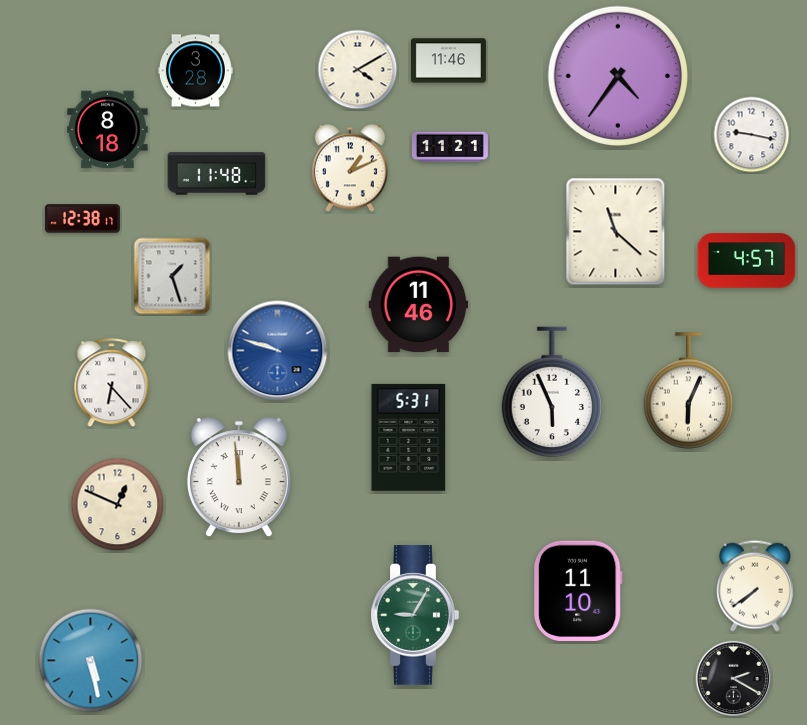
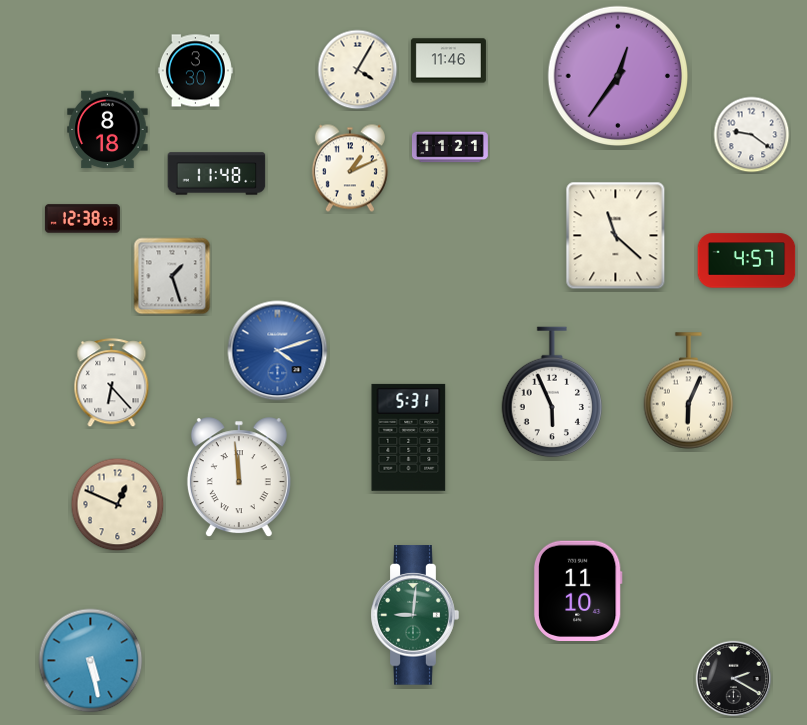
clock at (358, 70): 4:10 -> 4:05
clock at (195, 71): 3:28 -> 3:30
clock at (617, 75): 4:36 -> 12:36
clock at (752, 135): 9:17 -> 9:21
clock at (82, 219): 12:38:17 -> 12:38:53
clock at (616, 232) position: (616, 232) -> (616, 236)
clock at (419, 305): 11:46 -> none
clock at (278, 351): 9:48 -> 4:12
clock at (755, 586): 7:39 -> none
clock at (415, 615): 9:05 -> 9:01
